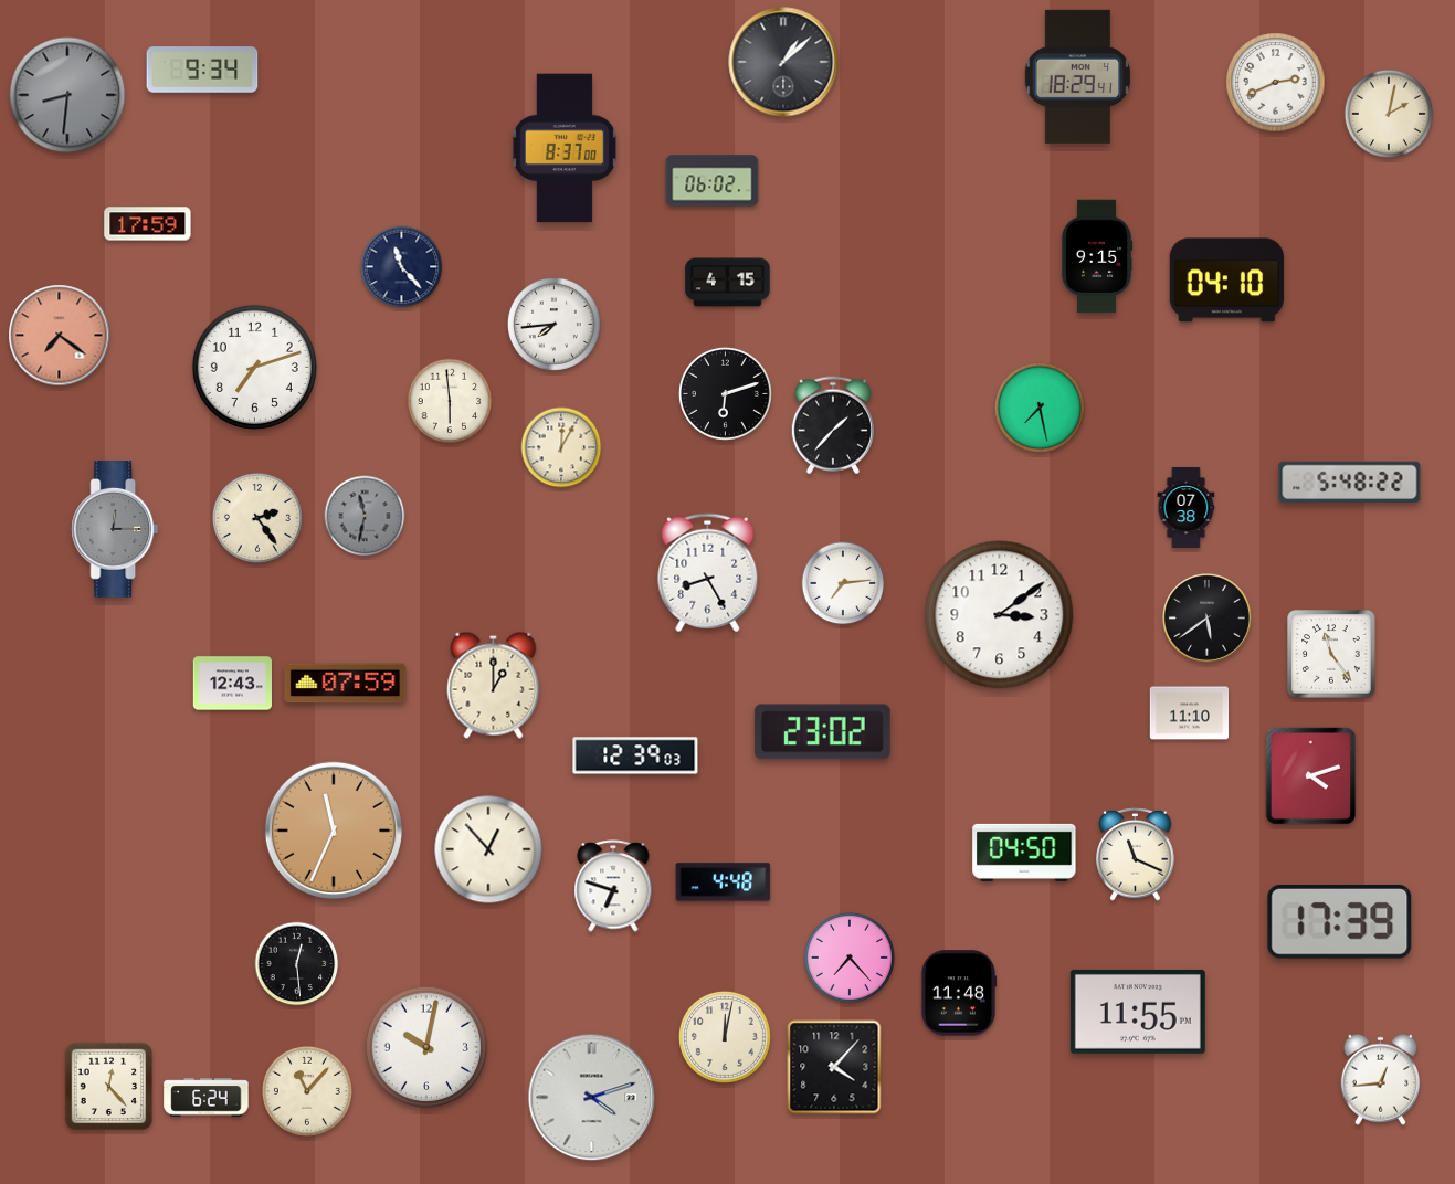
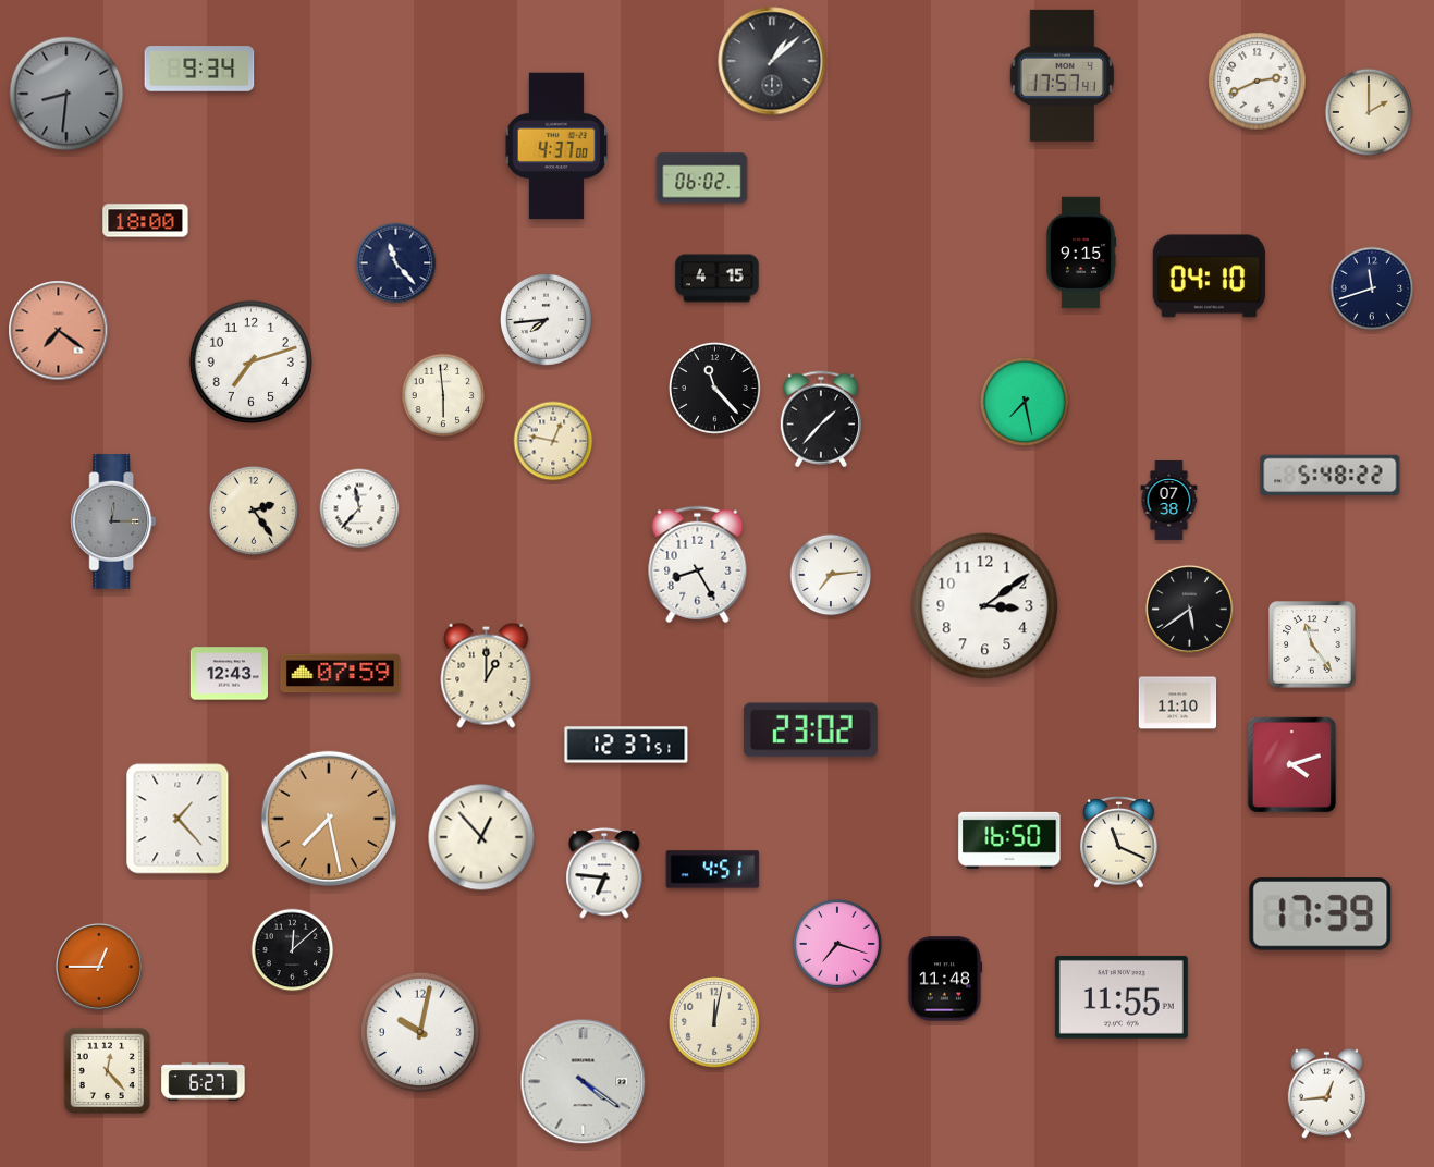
clock at (1077, 76): 18:29 -> 17:57
clock at (1389, 114): 2:02 -> 2:00
clock at (565, 148): 8:37 -> 4:37
clock at (148, 224): 17:59 -> 18:00
clock at (1372, 288): none -> 11:42
clock at (725, 393): 6:12 -> 11:23
clock at (561, 447): 12:05 -> 12:47
clock at (365, 516): 11:32 -> 11:37
clock at (365, 516) dial: grey -> white
clock at (1190, 713) position: (1190, 713) -> (1178, 703)
clock at (822, 732) position: (822, 732) -> (810, 730)
clock at (635, 755): 12:39 -> 12:37
clock at (177, 819): none -> 1:23
clock at (334, 831): 11:34 -> 7:28
clock at (1024, 853): 04:50 -> 16:50
clock at (724, 882): 4:48 -> 4:51
clock at (613, 886): 6:48 -> 6:46
clock at (1340, 922) position: (1340, 922) -> (1321, 914)
clock at (850, 958): 7:23 -> 7:18
clock at (297, 964): 12:29 -> 12:08
clock at (99, 967): none -> 12:45
clock at (834, 1067): 4:07 -> none
clock at (1380, 1079) position: (1380, 1079) -> (1326, 1093)
clock at (307, 1091): 11:07 -> none
clock at (207, 1098): 6:24 -> 6:27
clock at (592, 1098): 4:12 -> 4:21
